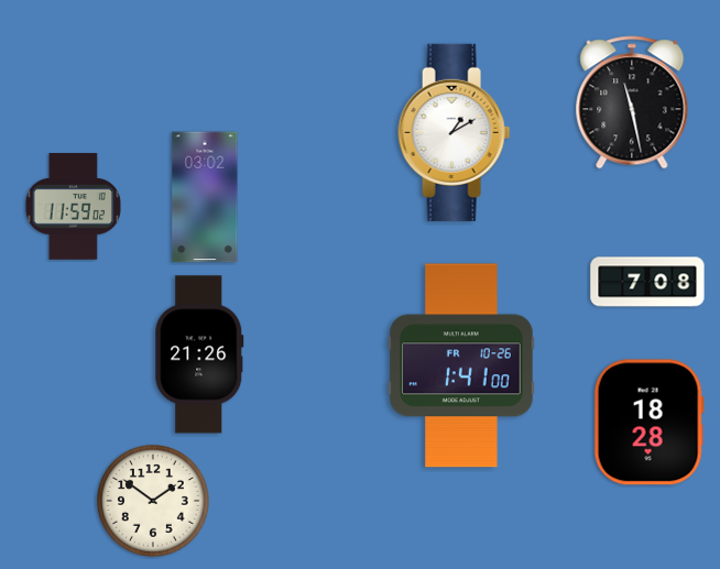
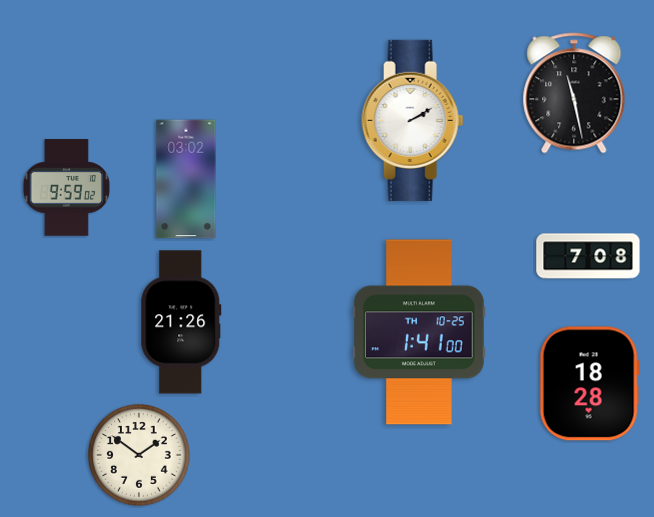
clock at (455, 132): 1:10 -> 2:10
clock at (73, 207): 11:59 -> 9:59
clock at (461, 365) date: FR 10-26 -> TH 10-25
